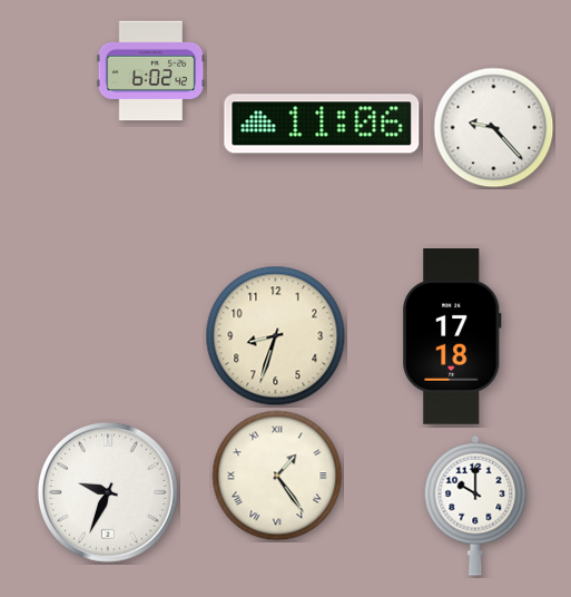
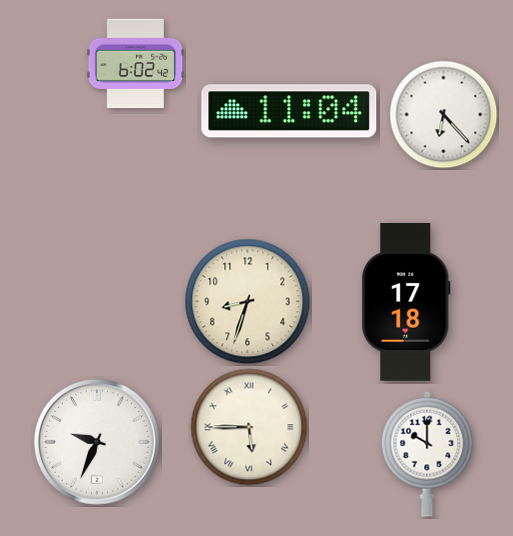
clock at (322, 124): 11:06 -> 11:04
clock at (494, 128): 9:23 -> 6:23
clock at (277, 476): 1:24 -> 5:45
